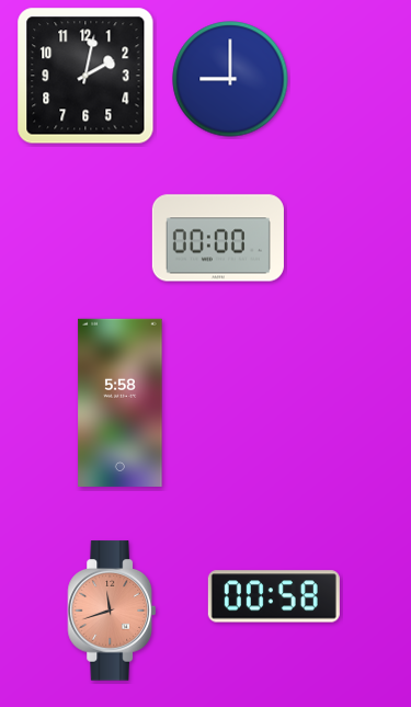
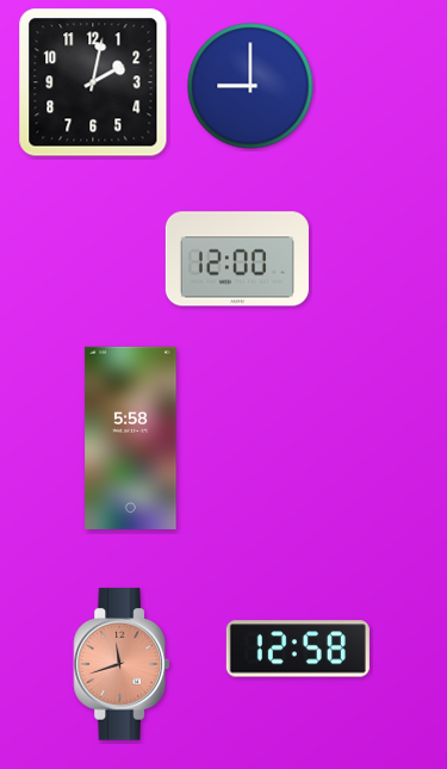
clock at (218, 238): 00:00 -> 12:00
clock at (274, 596): 00:58 -> 12:58
